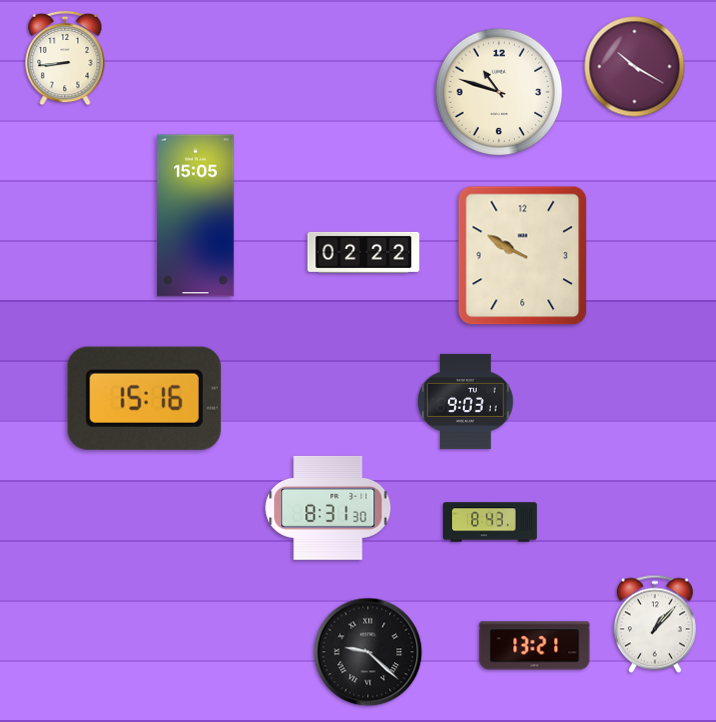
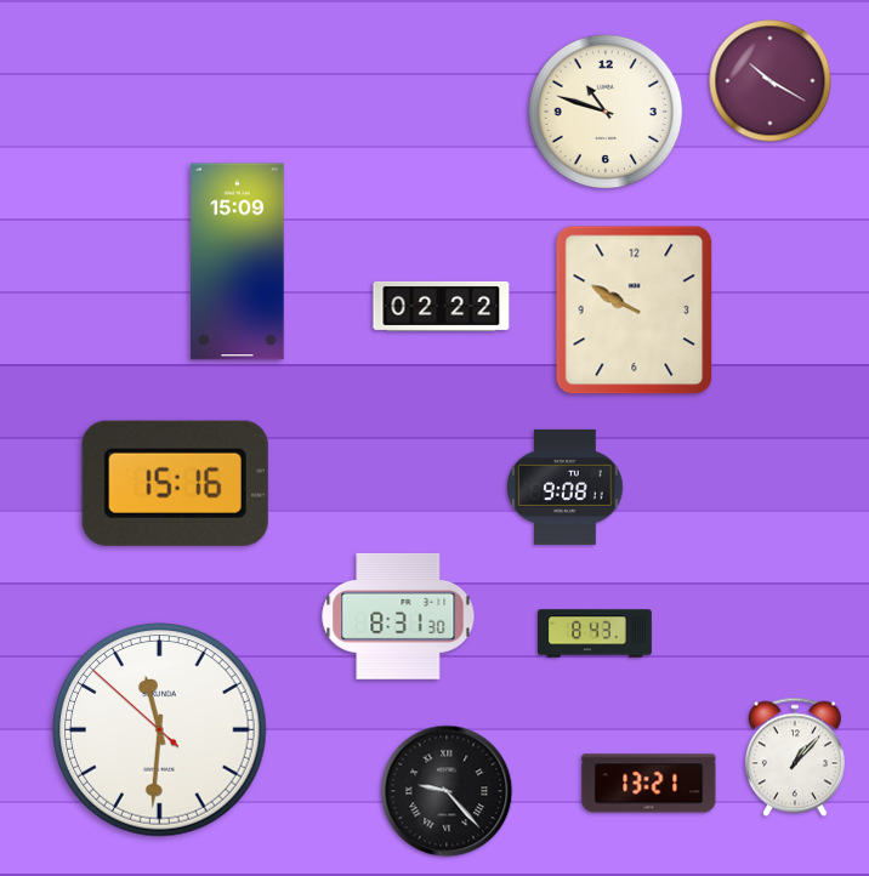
clock at (65, 58): 8:44 -> none
clock at (196, 216): 15:05 -> 15:09
clock at (466, 401): 9:03 -> 9:08
clock at (160, 730): none -> 11:30
clock at (368, 652): 9:22 -> 9:23
